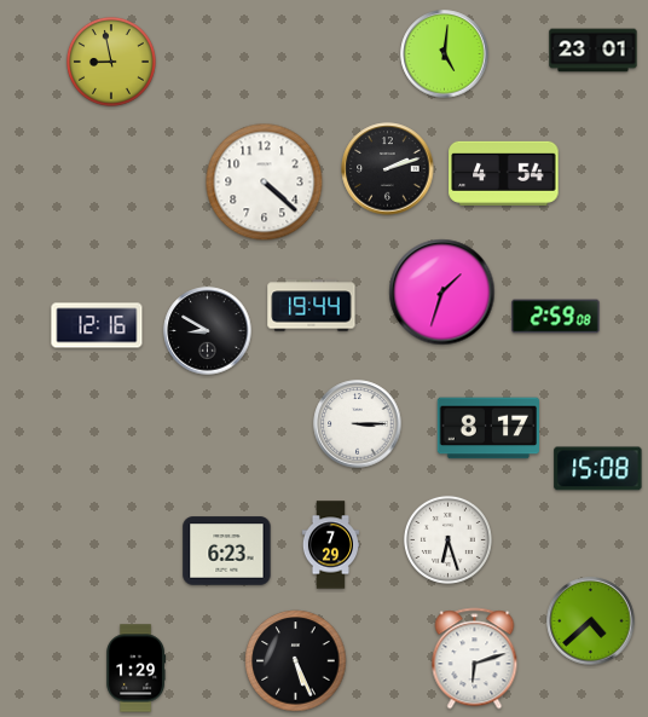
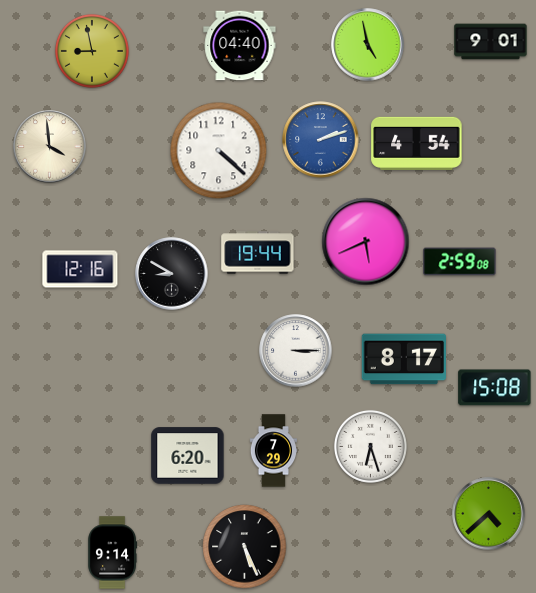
clock at (594, 51): 23:01 -> 9:01
clock at (445, 54): 5:01 -> 4:58
clock at (240, 46): none -> 04:40
clock at (388, 169) dial: black -> blue
clock at (50, 147): none -> 3:59
clock at (442, 293): 1:33 -> 5:41
clock at (487, 428) position: (487, 428) -> (403, 359)
clock at (227, 551): 6:23 -> 6:20
clock at (475, 659): 6:12 -> none
clock at (137, 669): 1:29 -> 9:14
